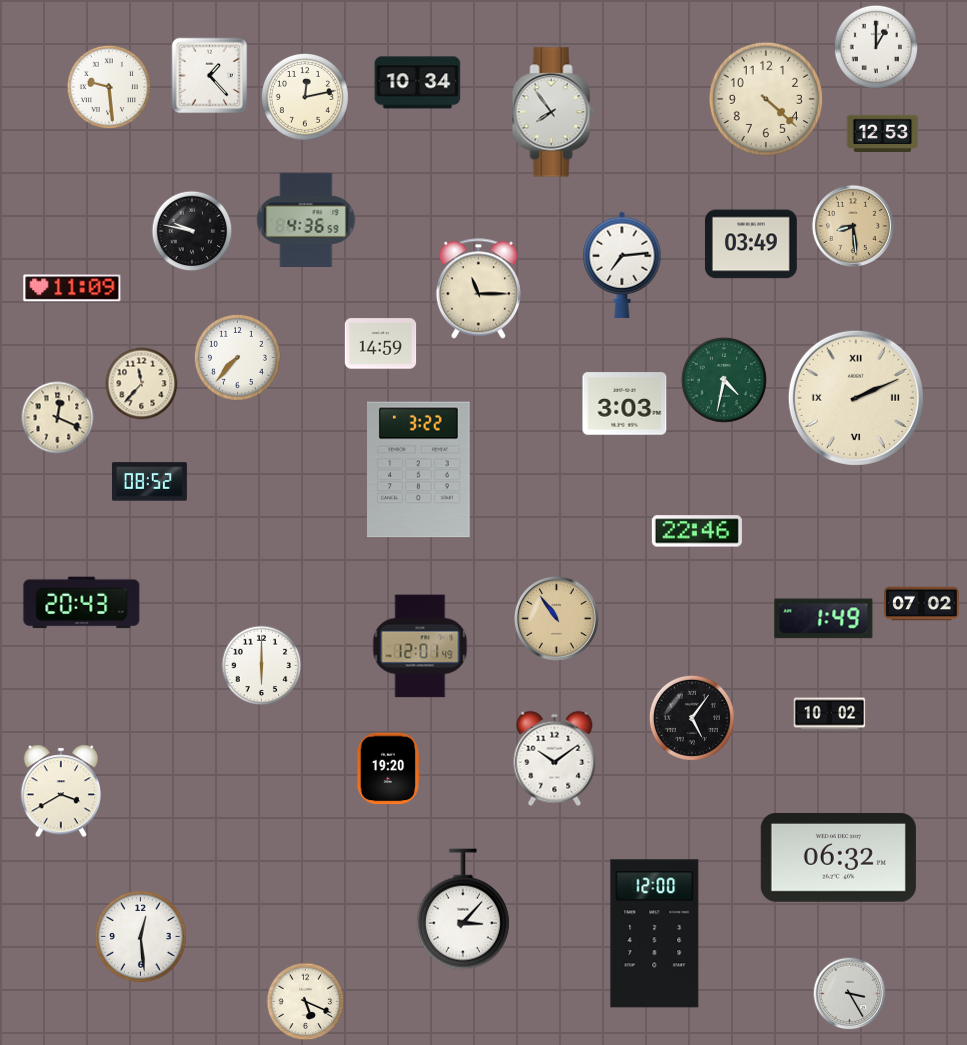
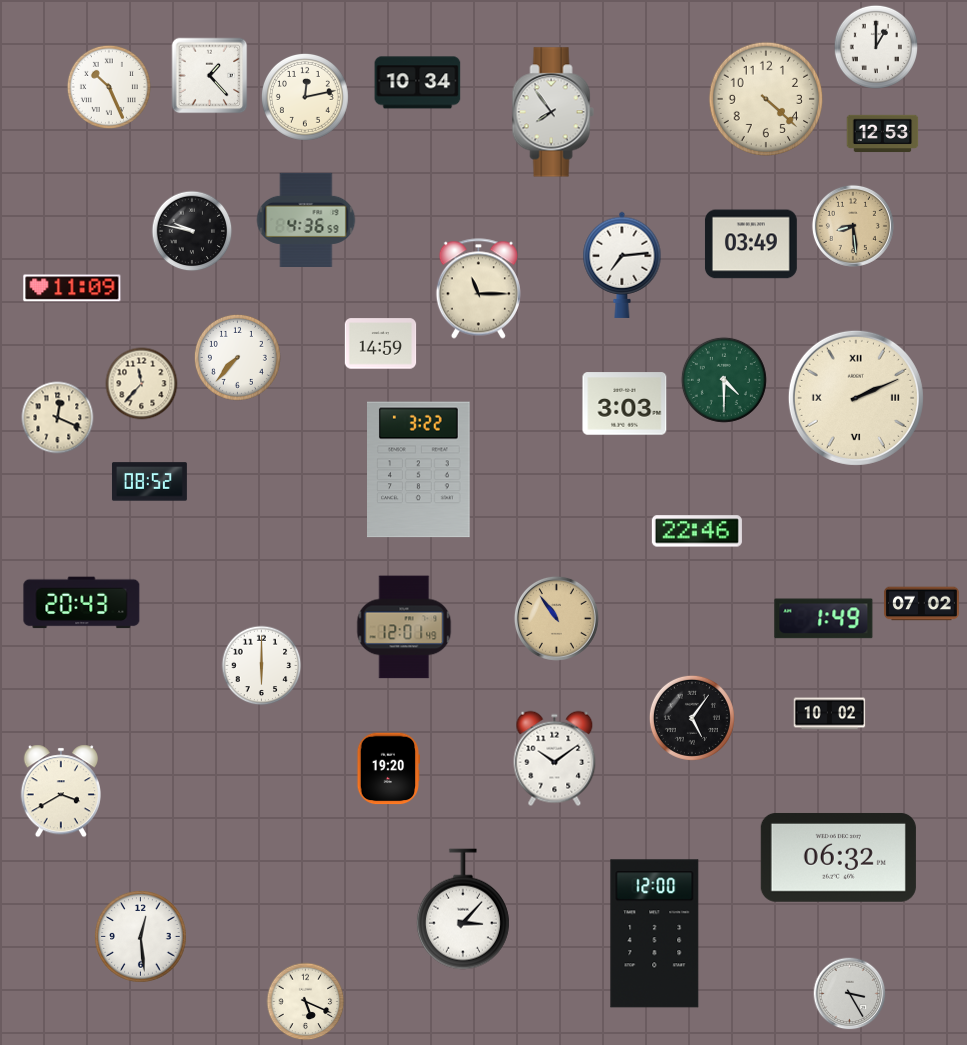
clock at (109, 87): 9:29 -> 10:26
clock at (724, 380): 4:32 -> 4:30
clock at (420, 646) position: (420, 646) -> (404, 627)
